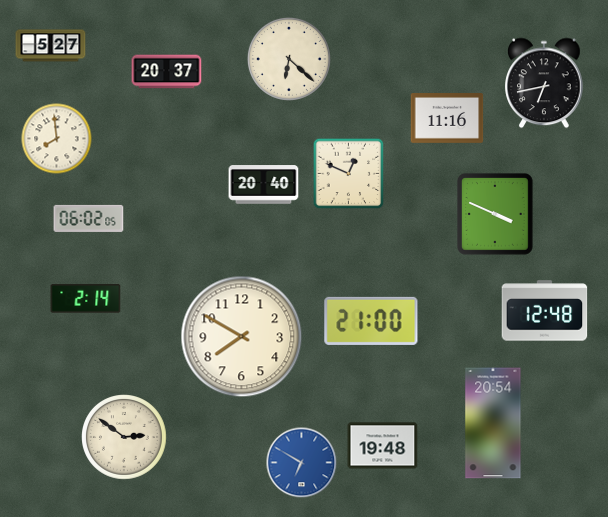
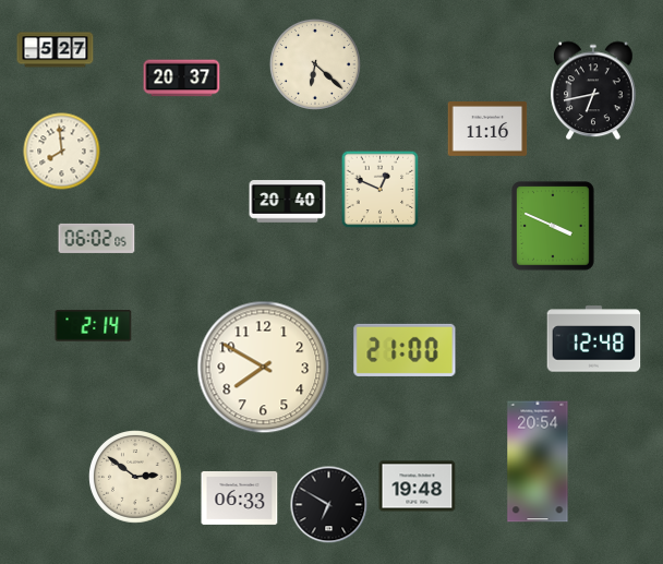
clock at (496, 215) position: (496, 215) -> (554, 227)
clock at (240, 497): none -> 06:33
clock at (302, 463) dial: blue -> black
